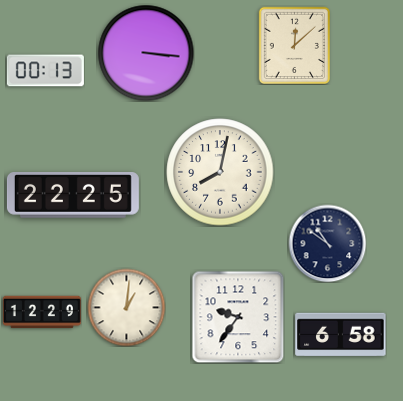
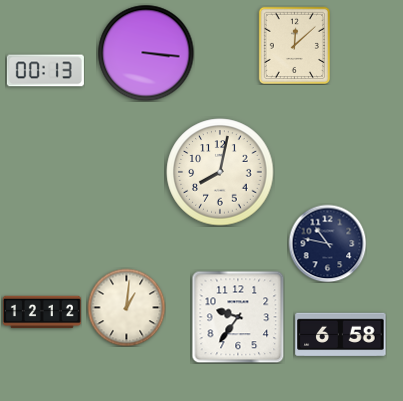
clock at (73, 196): 22:25 -> none
clock at (327, 243): 10:51 -> 10:47
clock at (42, 312): 12:29 -> 12:12
